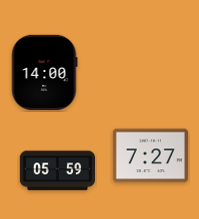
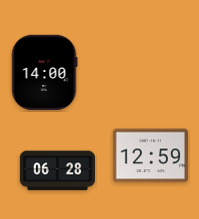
clock at (150, 156): 7:27 -> 12:59
clock at (57, 171): 05:59 -> 06:28
